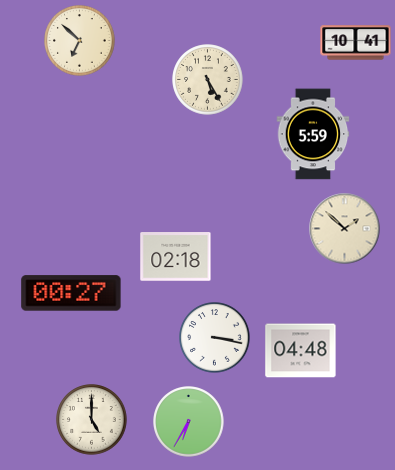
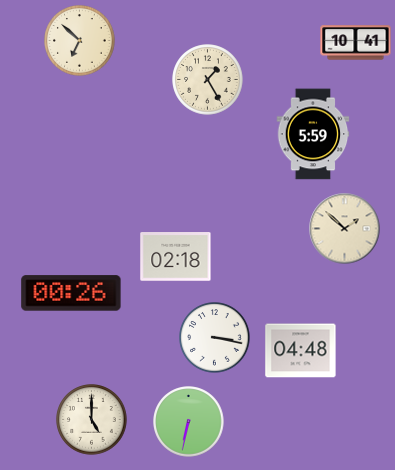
clock at (208, 80): 5:25 -> 1:25
clock at (71, 293): 00:27 -> 00:26
clock at (189, 422): 6:35 -> 6:32
